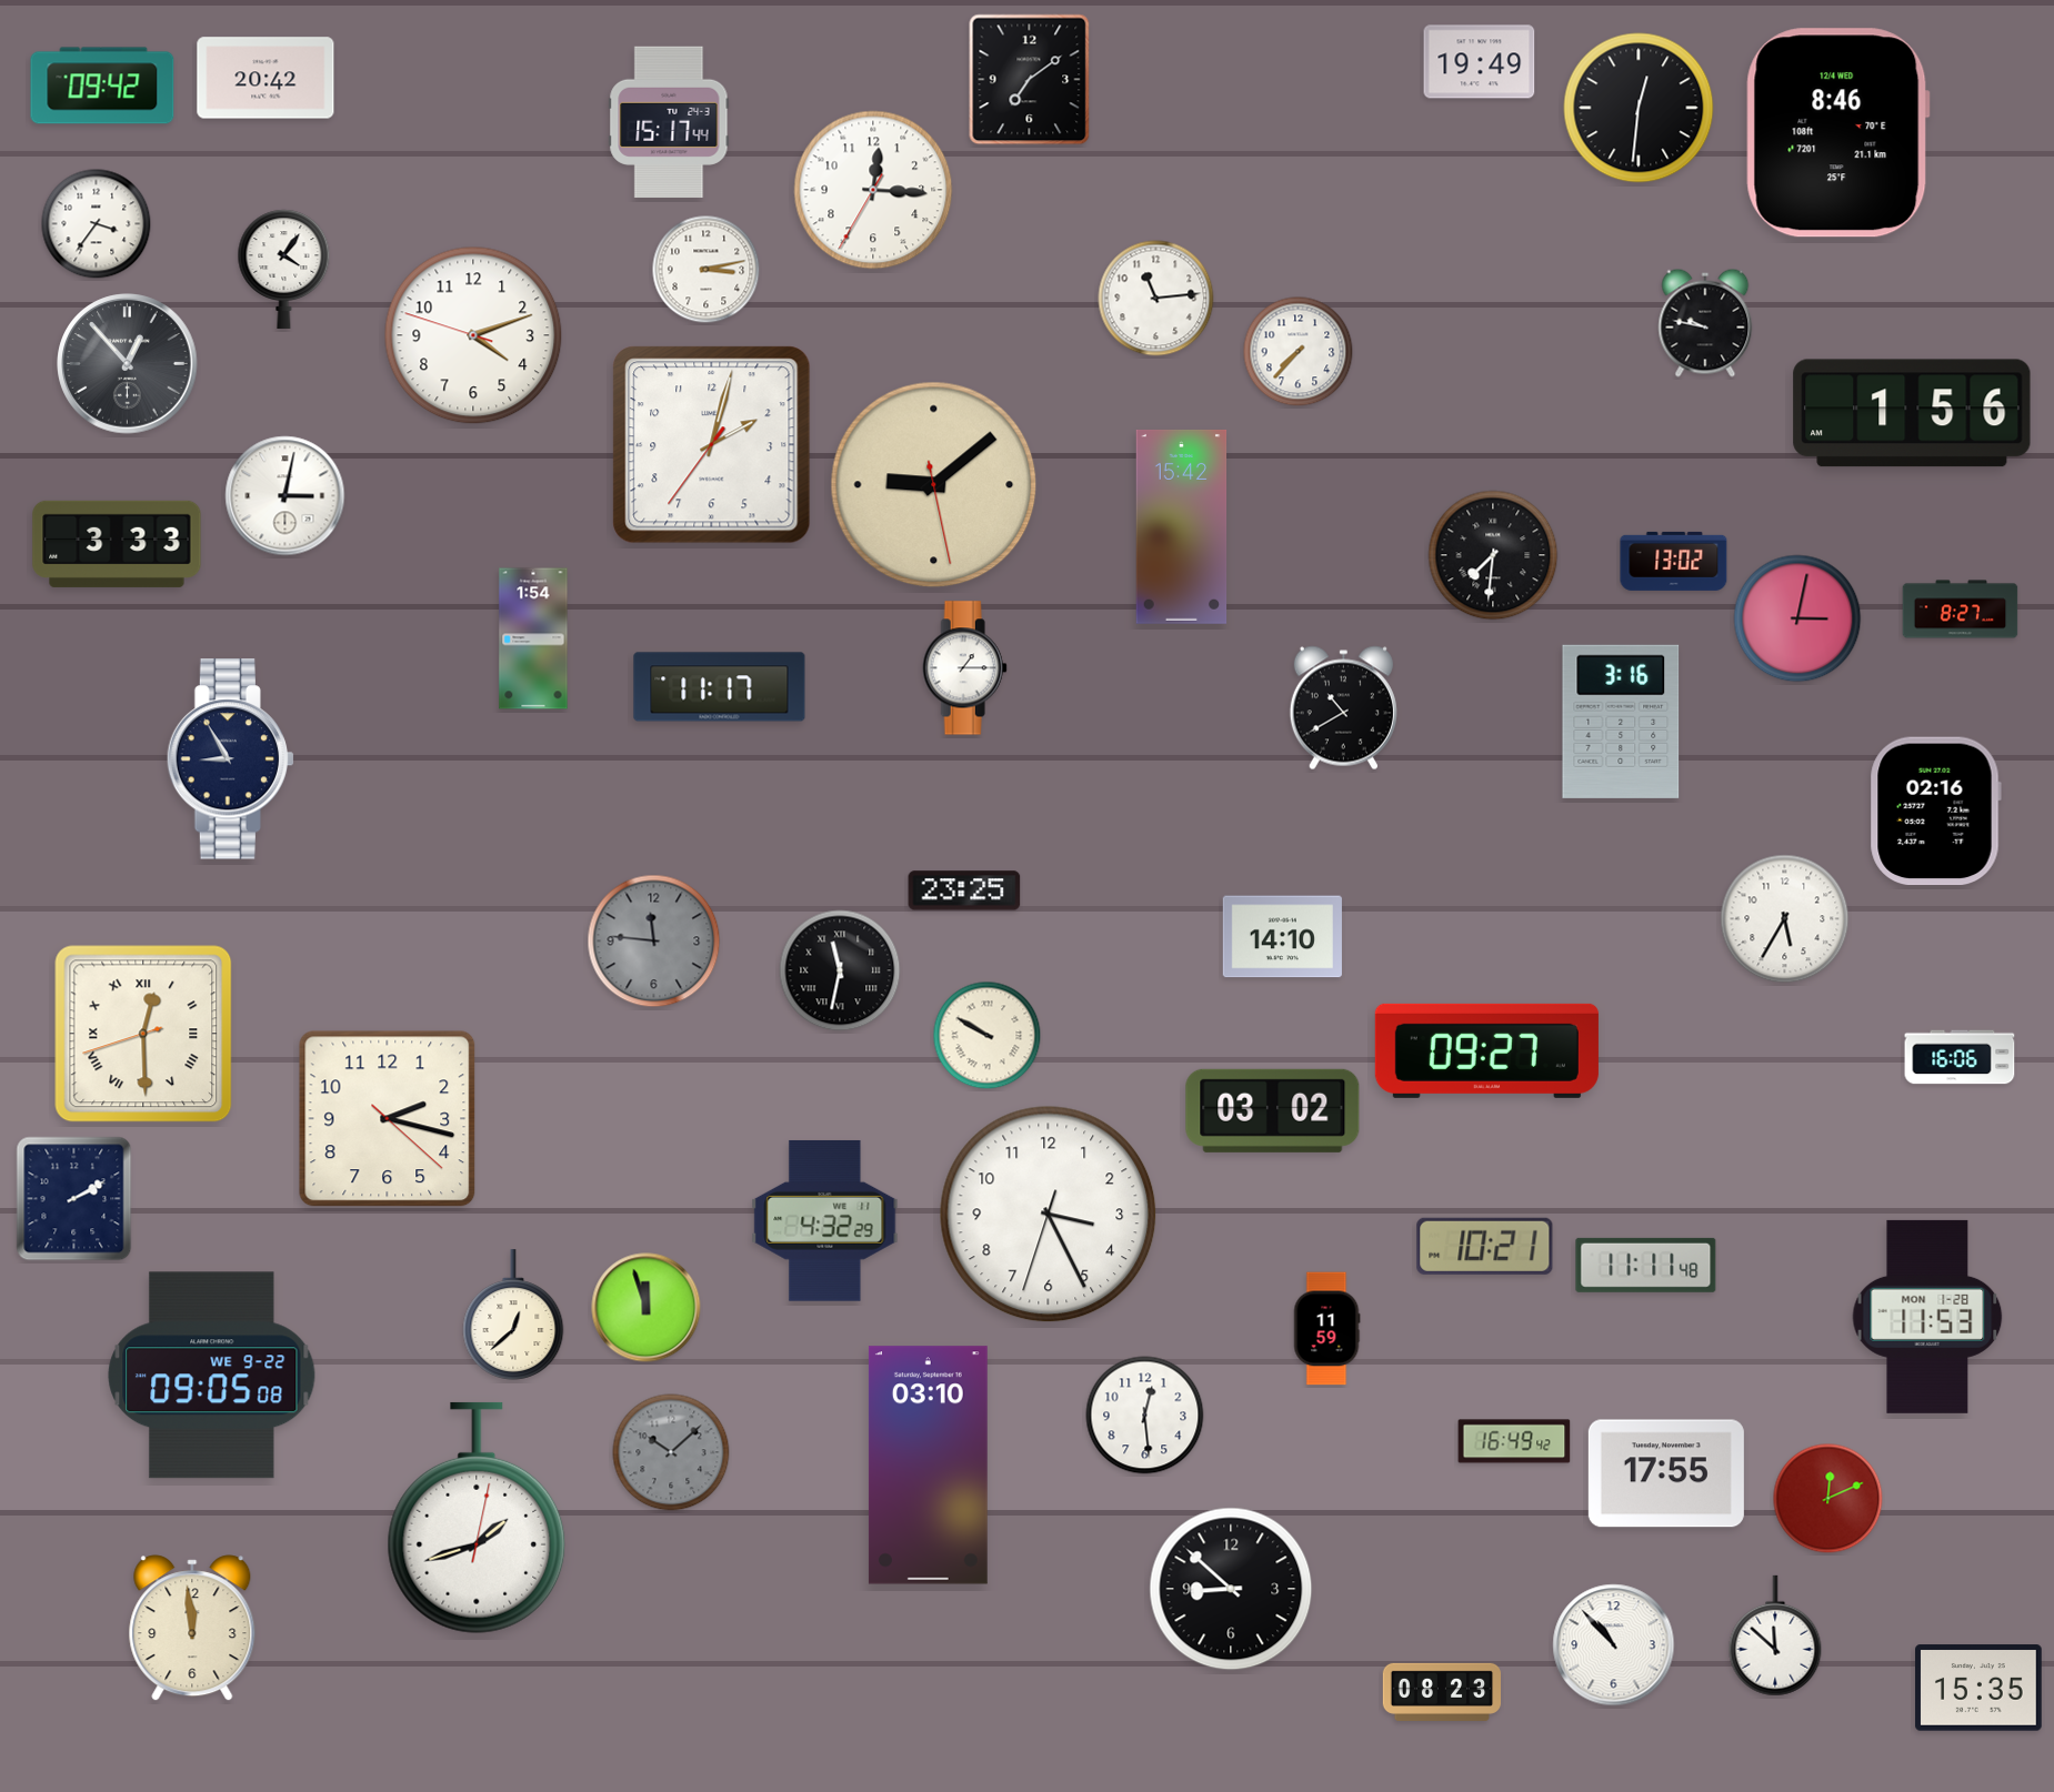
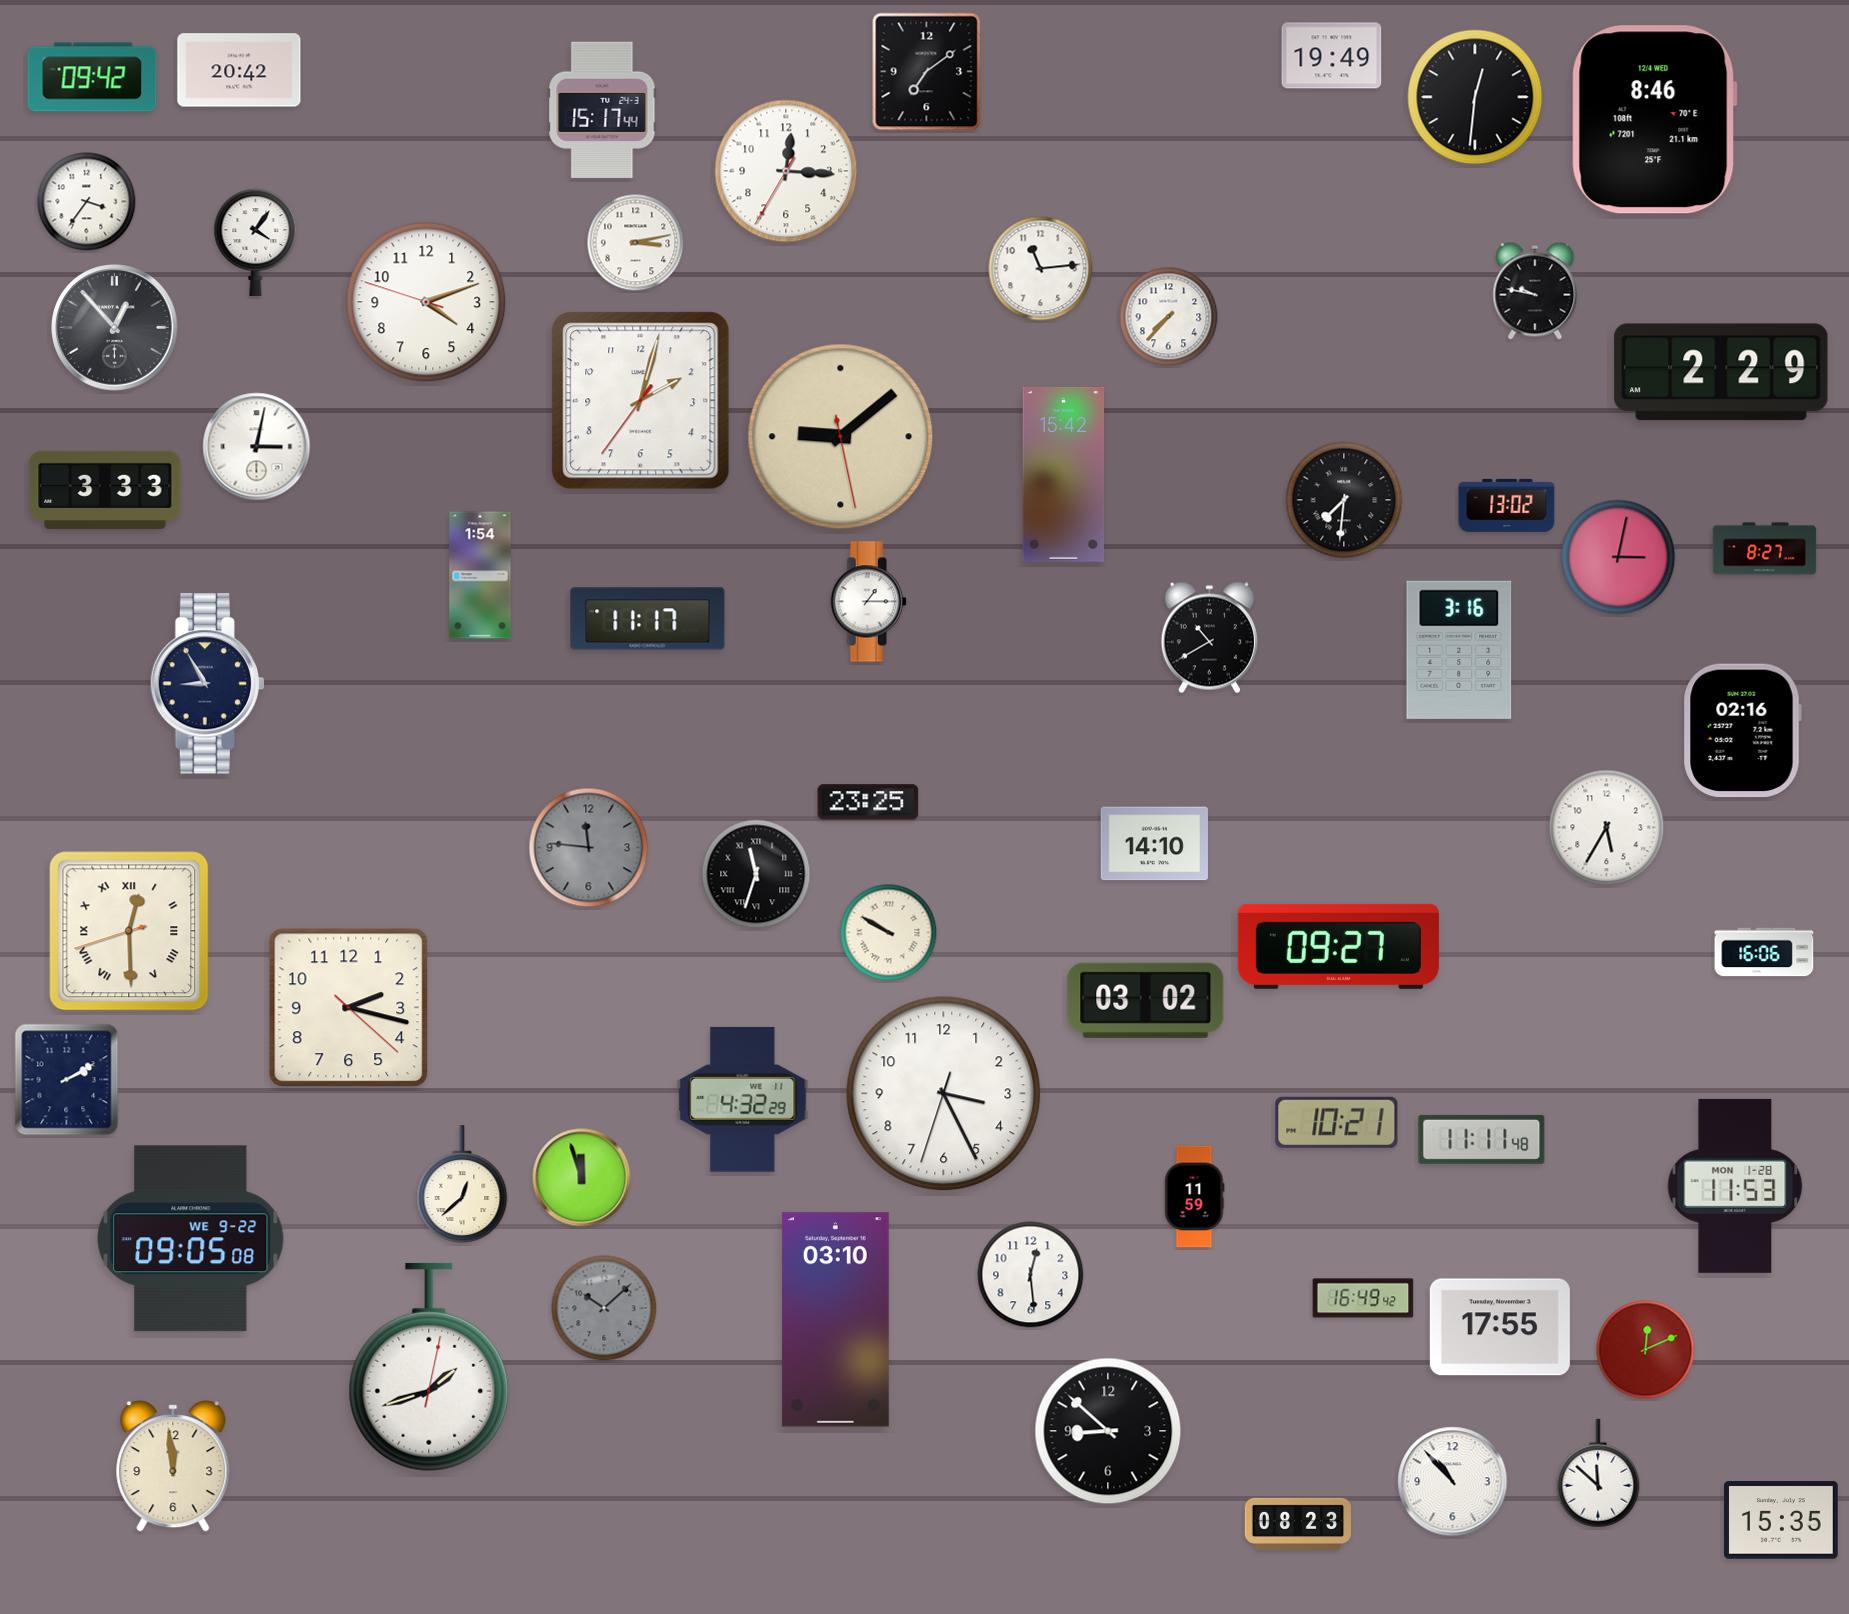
clock at (1912, 413): 1:56 -> 2:29
clock at (840, 970): 11:32 -> 11:33
